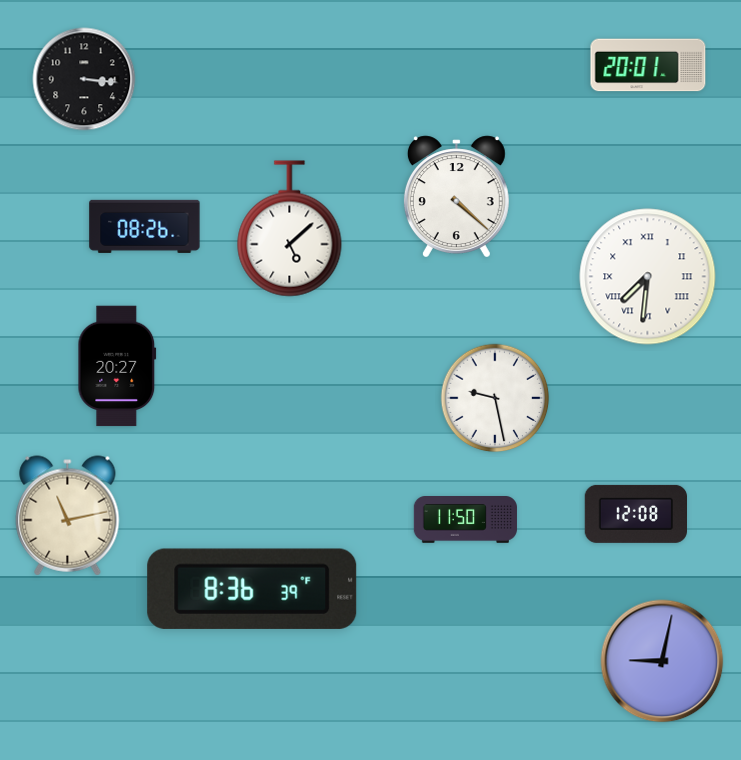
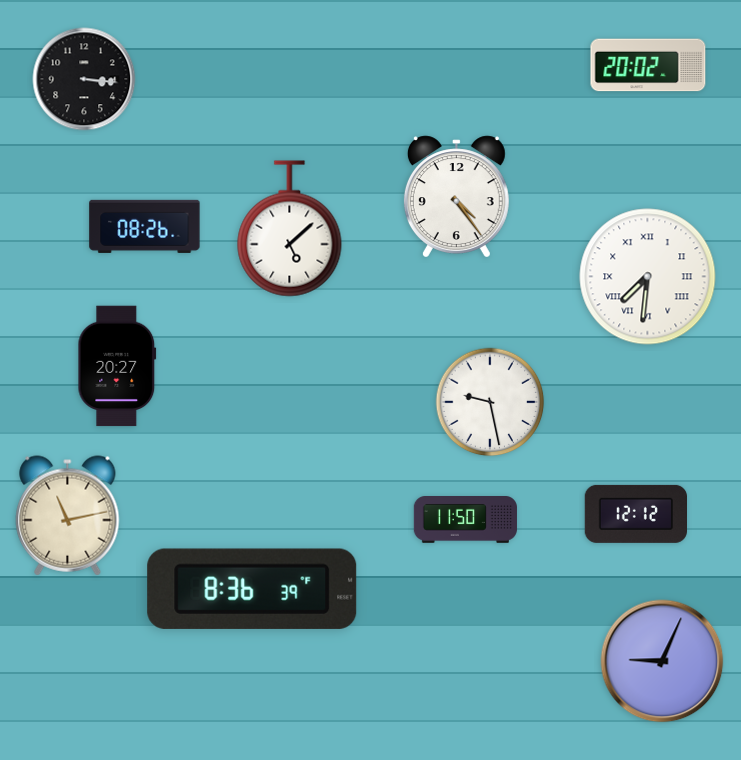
clock at (648, 65): 20:01 -> 20:02
clock at (456, 197): 4:22 -> 4:24
clock at (495, 398) position: (495, 398) -> (490, 402)
clock at (635, 514): 12:08 -> 12:12
clock at (662, 661): 9:02 -> 9:04
